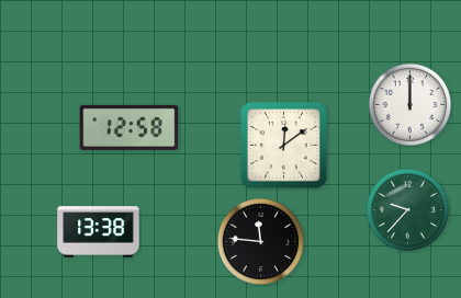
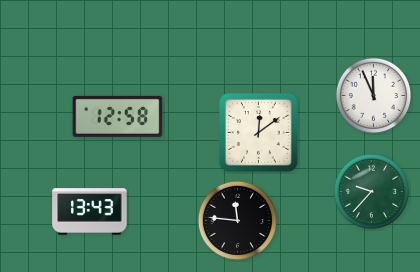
clock at (411, 105): 12:00 -> 11:56
clock at (99, 232): 13:38 -> 13:43
